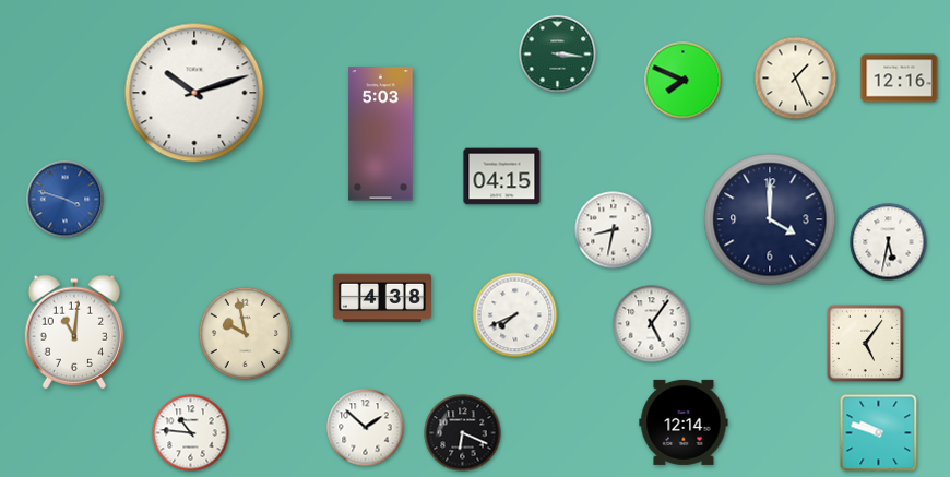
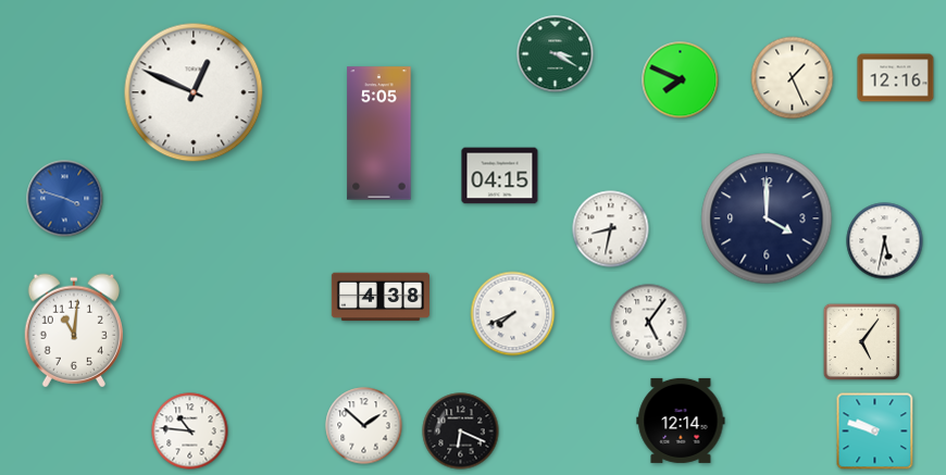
clock at (558, 55): 3:16 -> 3:20
clock at (194, 93): 10:12 -> 12:49
clock at (381, 134): 5:03 -> 5:05
clock at (245, 333): 9:58 -> none
